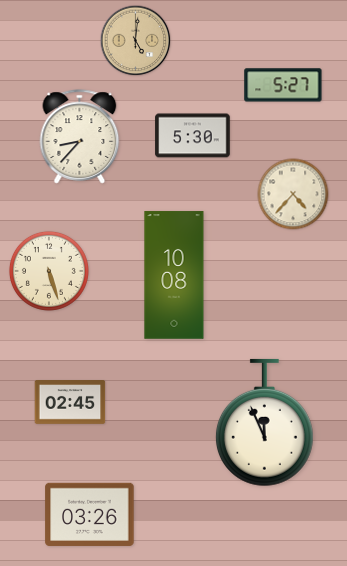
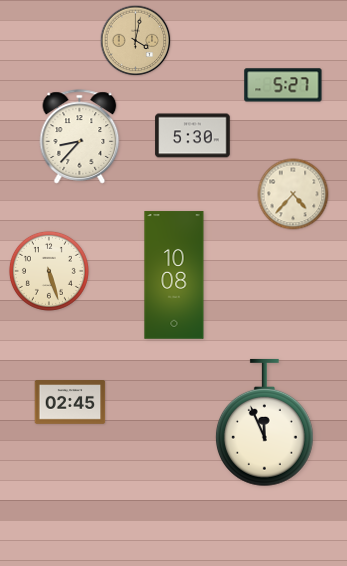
clock at (136, 41): 5:01 -> 4:02
clock at (90, 514): 03:26 -> none
